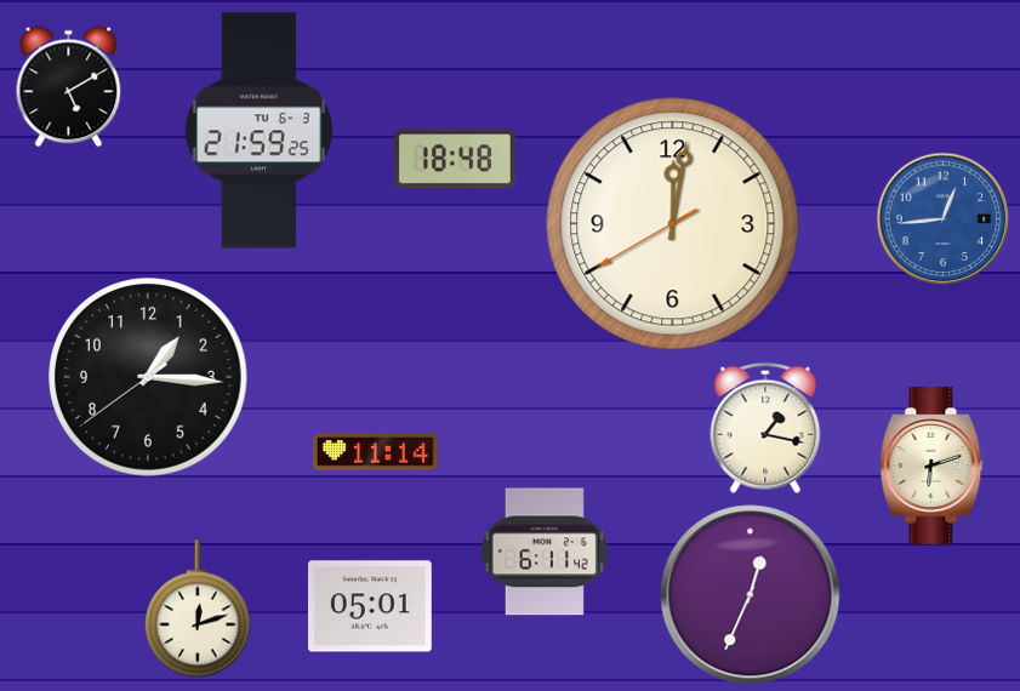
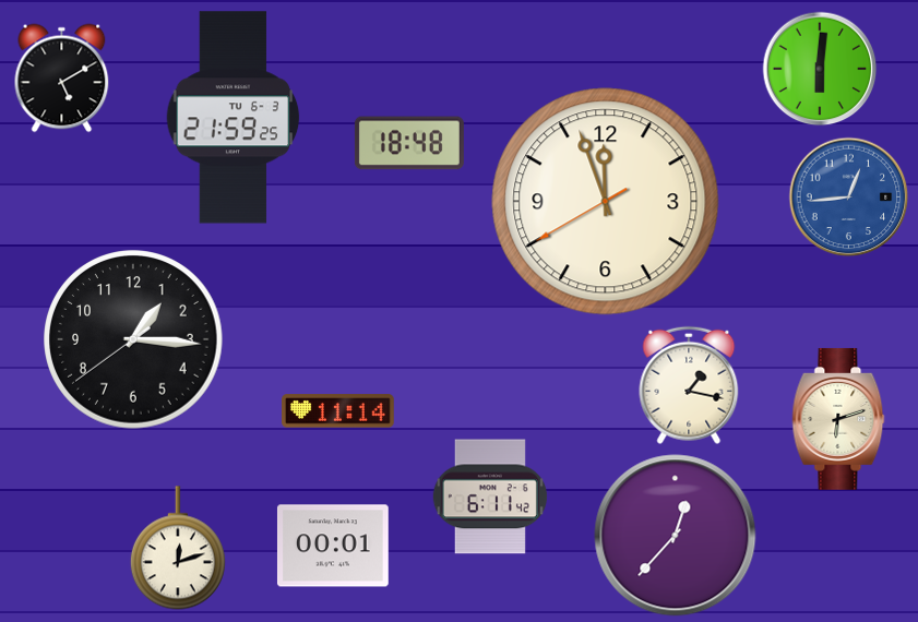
clock at (820, 69): none -> 6:01
clock at (673, 224): 12:01 -> 11:56
clock at (376, 452) position: (376, 452) -> (338, 411)
clock at (751, 595): 12:34 -> 12:37
clock at (370, 606): 05:01 -> 00:01
